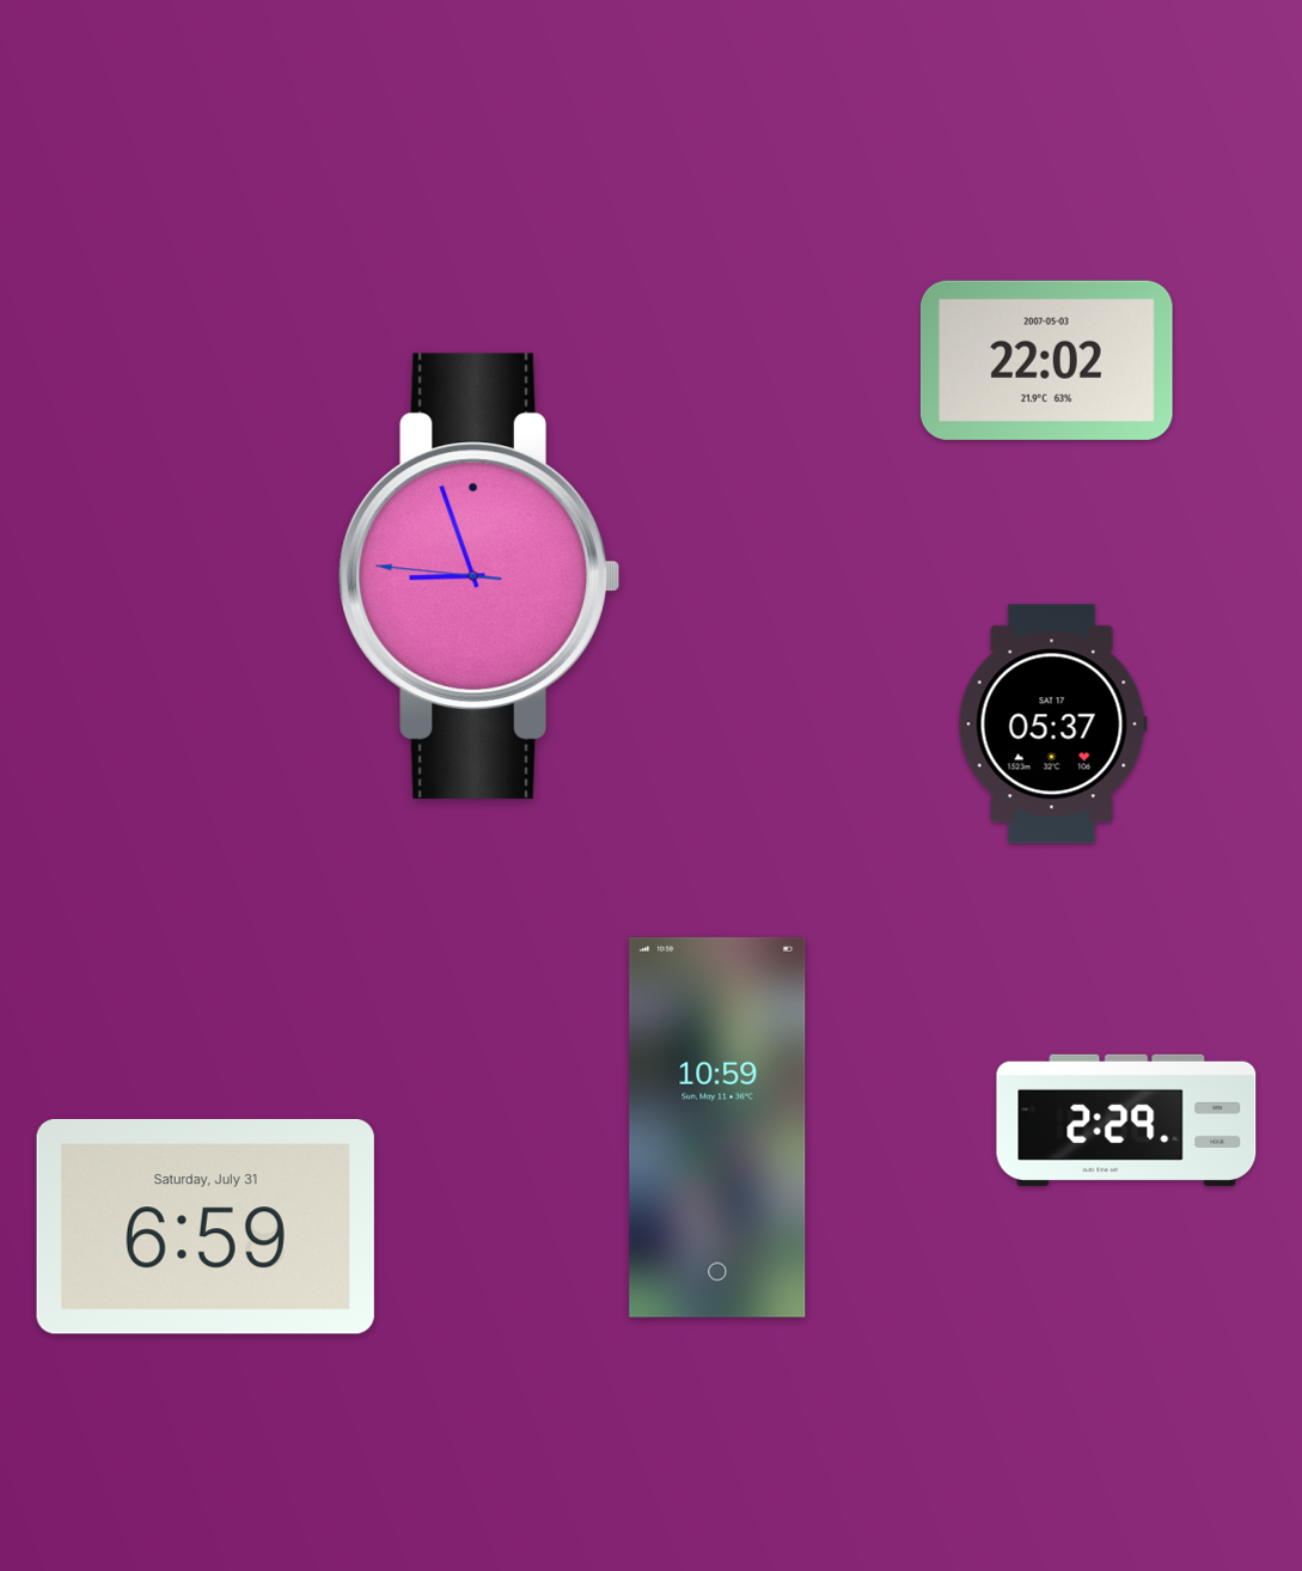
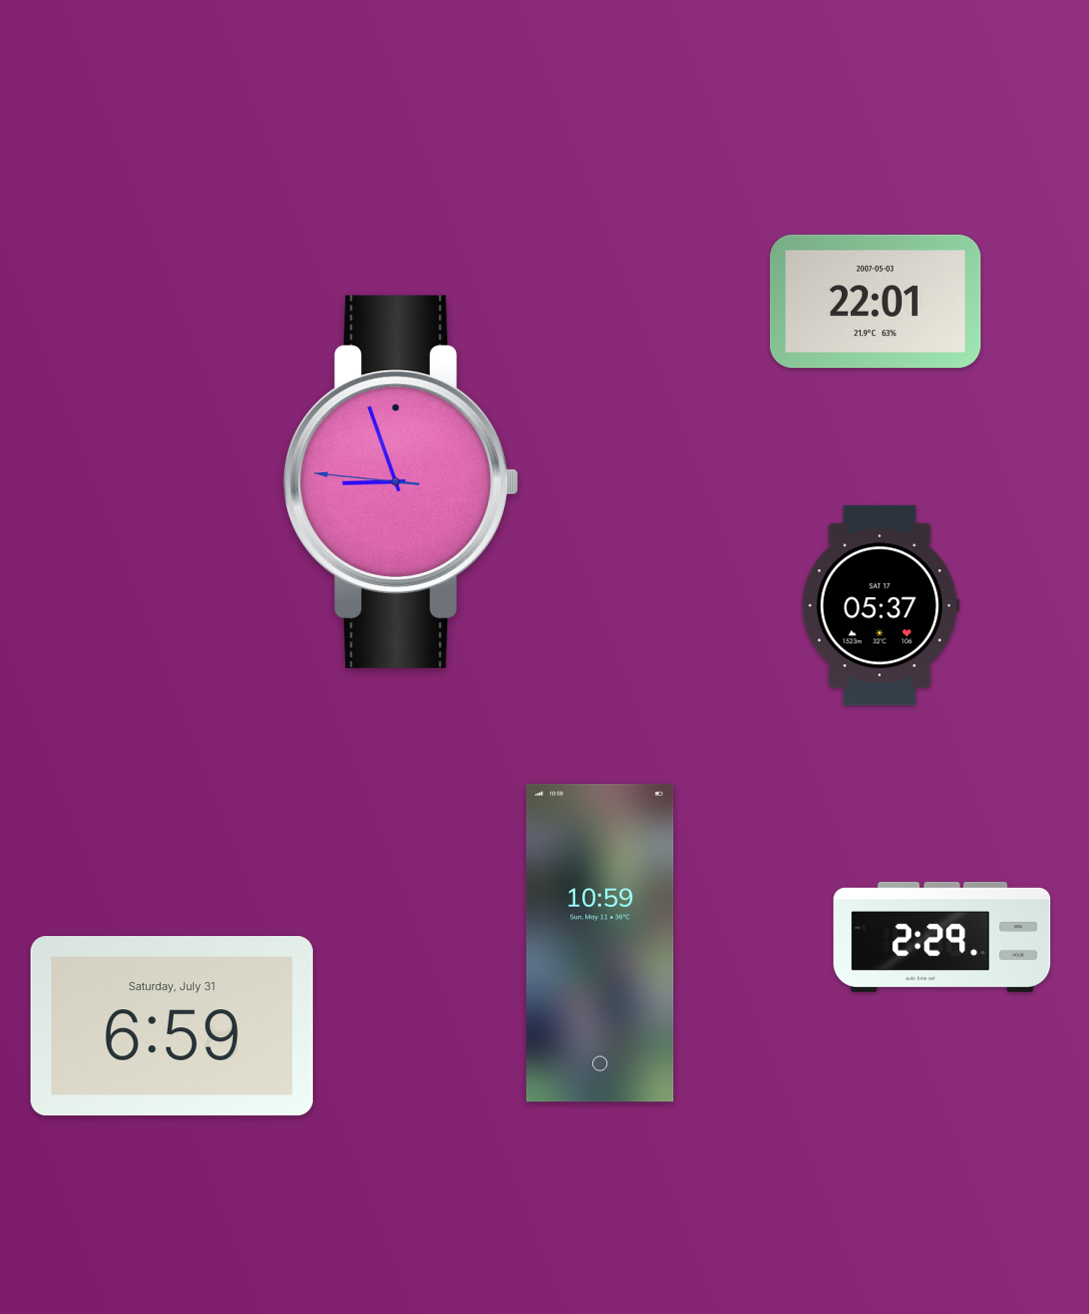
clock at (1046, 360): 22:02 -> 22:01
